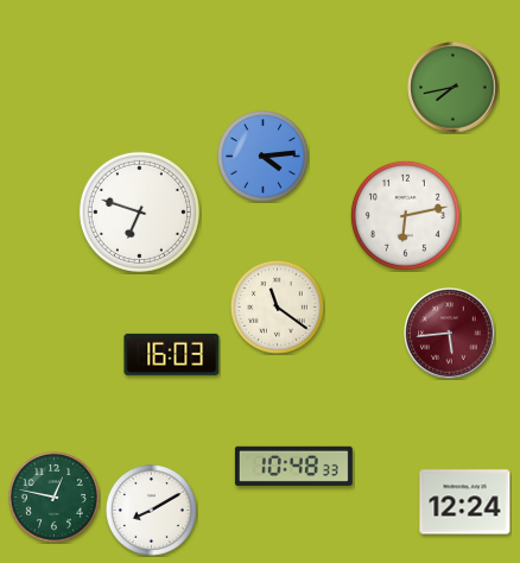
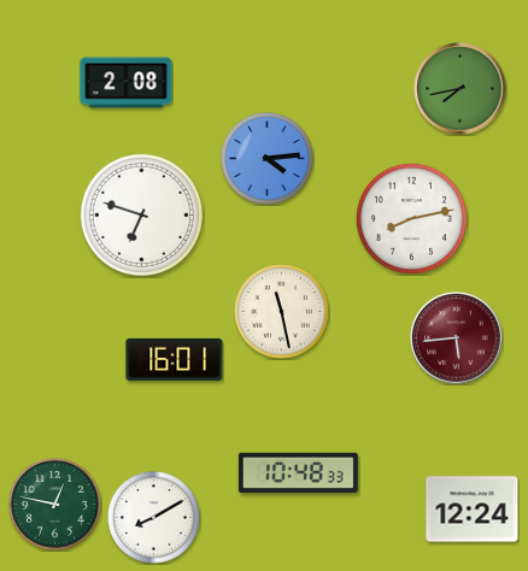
clock at (127, 83): none -> 2:08
clock at (405, 215): 6:13 -> 8:13
clock at (278, 308): 11:21 -> 11:28
clock at (172, 354): 16:03 -> 16:01
